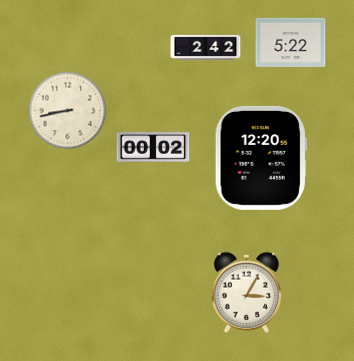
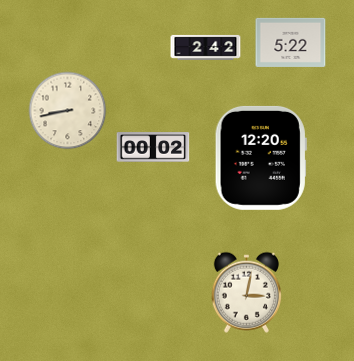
clock at (246, 292): 3:05 -> 3:02
